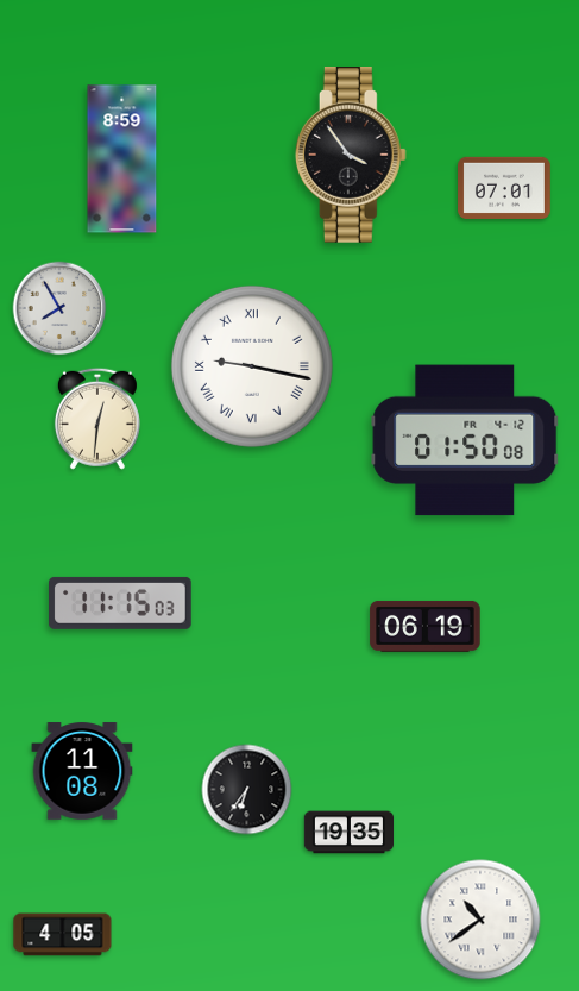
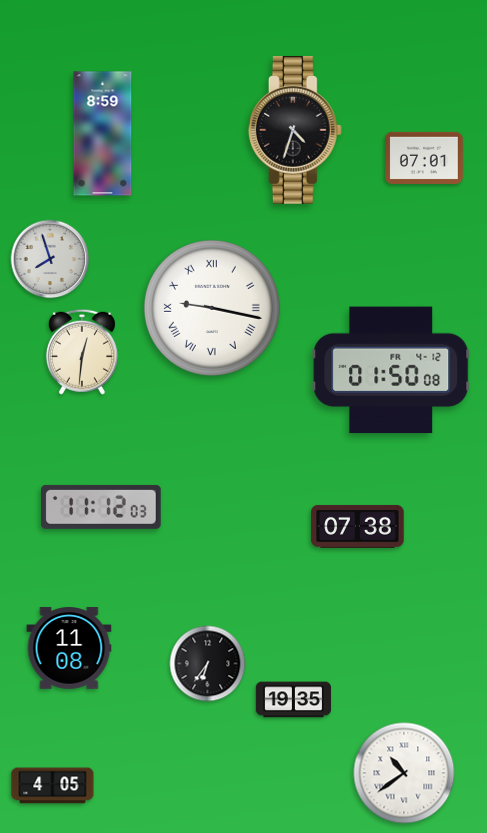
clock at (351, 156): 3:54 -> 4:33
clock at (59, 308): 7:55 -> 7:57
clock at (121, 603): 11:15 -> 11:12
clock at (426, 626): 06:19 -> 07:38
